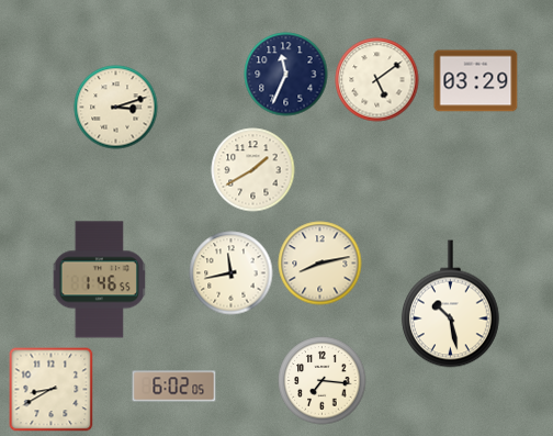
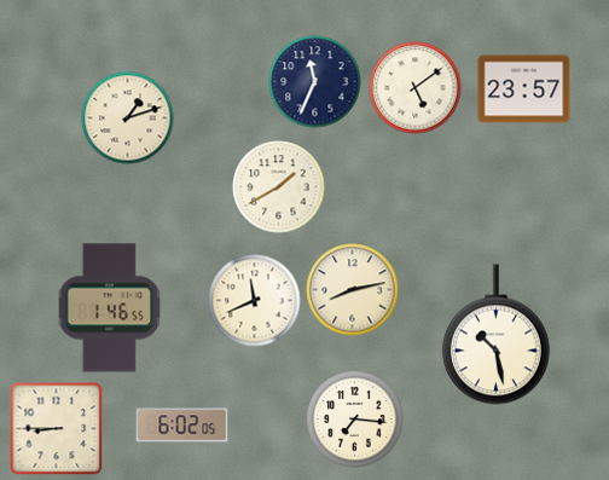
clock at (476, 81): 03:29 -> 23:57
clock at (116, 108): 3:12 -> 1:12
clock at (232, 273): 11:43 -> 11:41
clock at (174, 387) position: (174, 387) -> (182, 426)
clock at (50, 390): 8:40 -> 8:45
